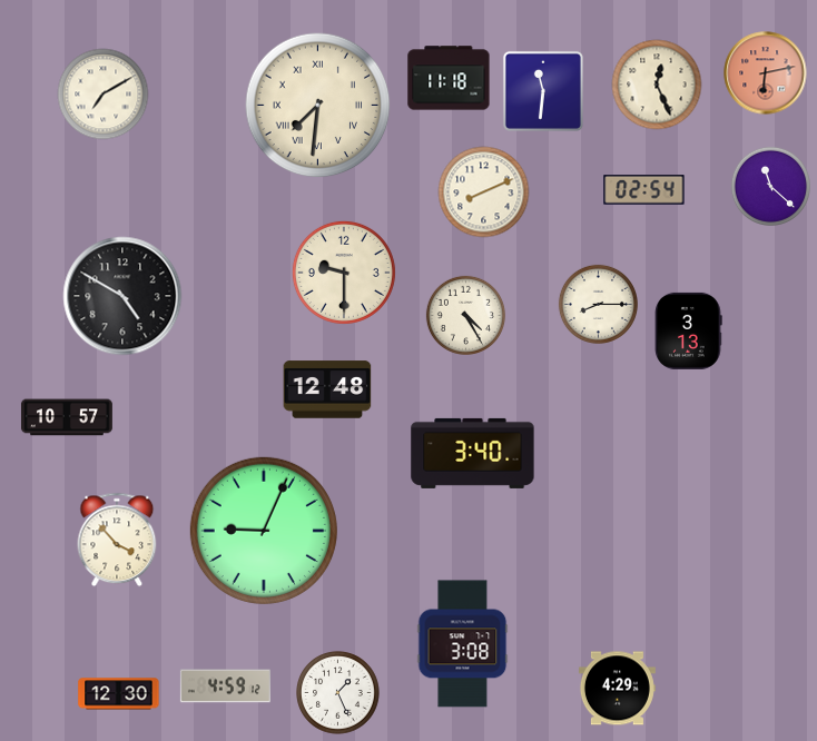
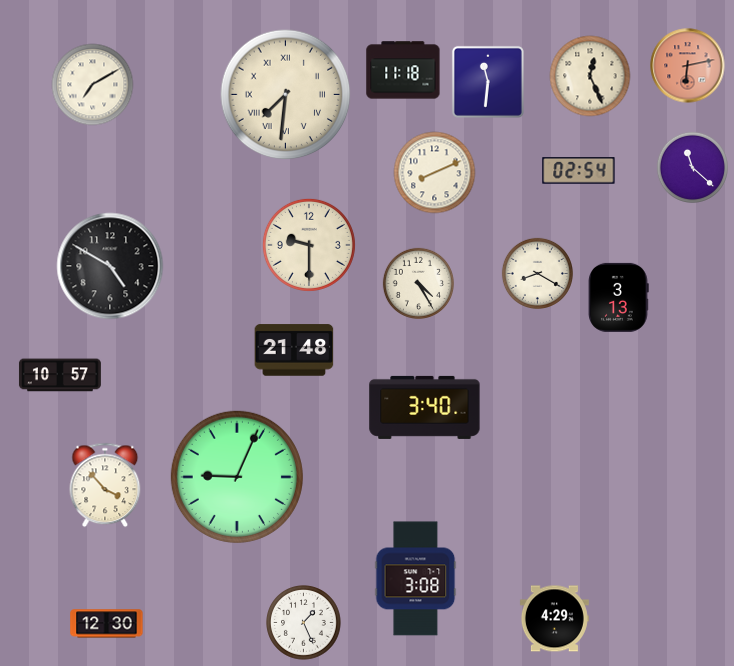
clock at (598, 304): 8:15 -> 8:20
clock at (327, 389): 12:48 -> 21:48
clock at (225, 686): 4:59 -> none
